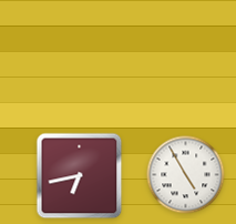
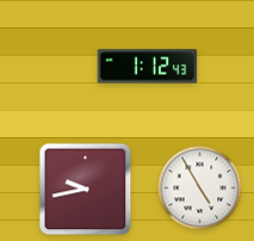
clock at (148, 67): none -> 1:12
clock at (80, 176): 6:43 -> 9:43
